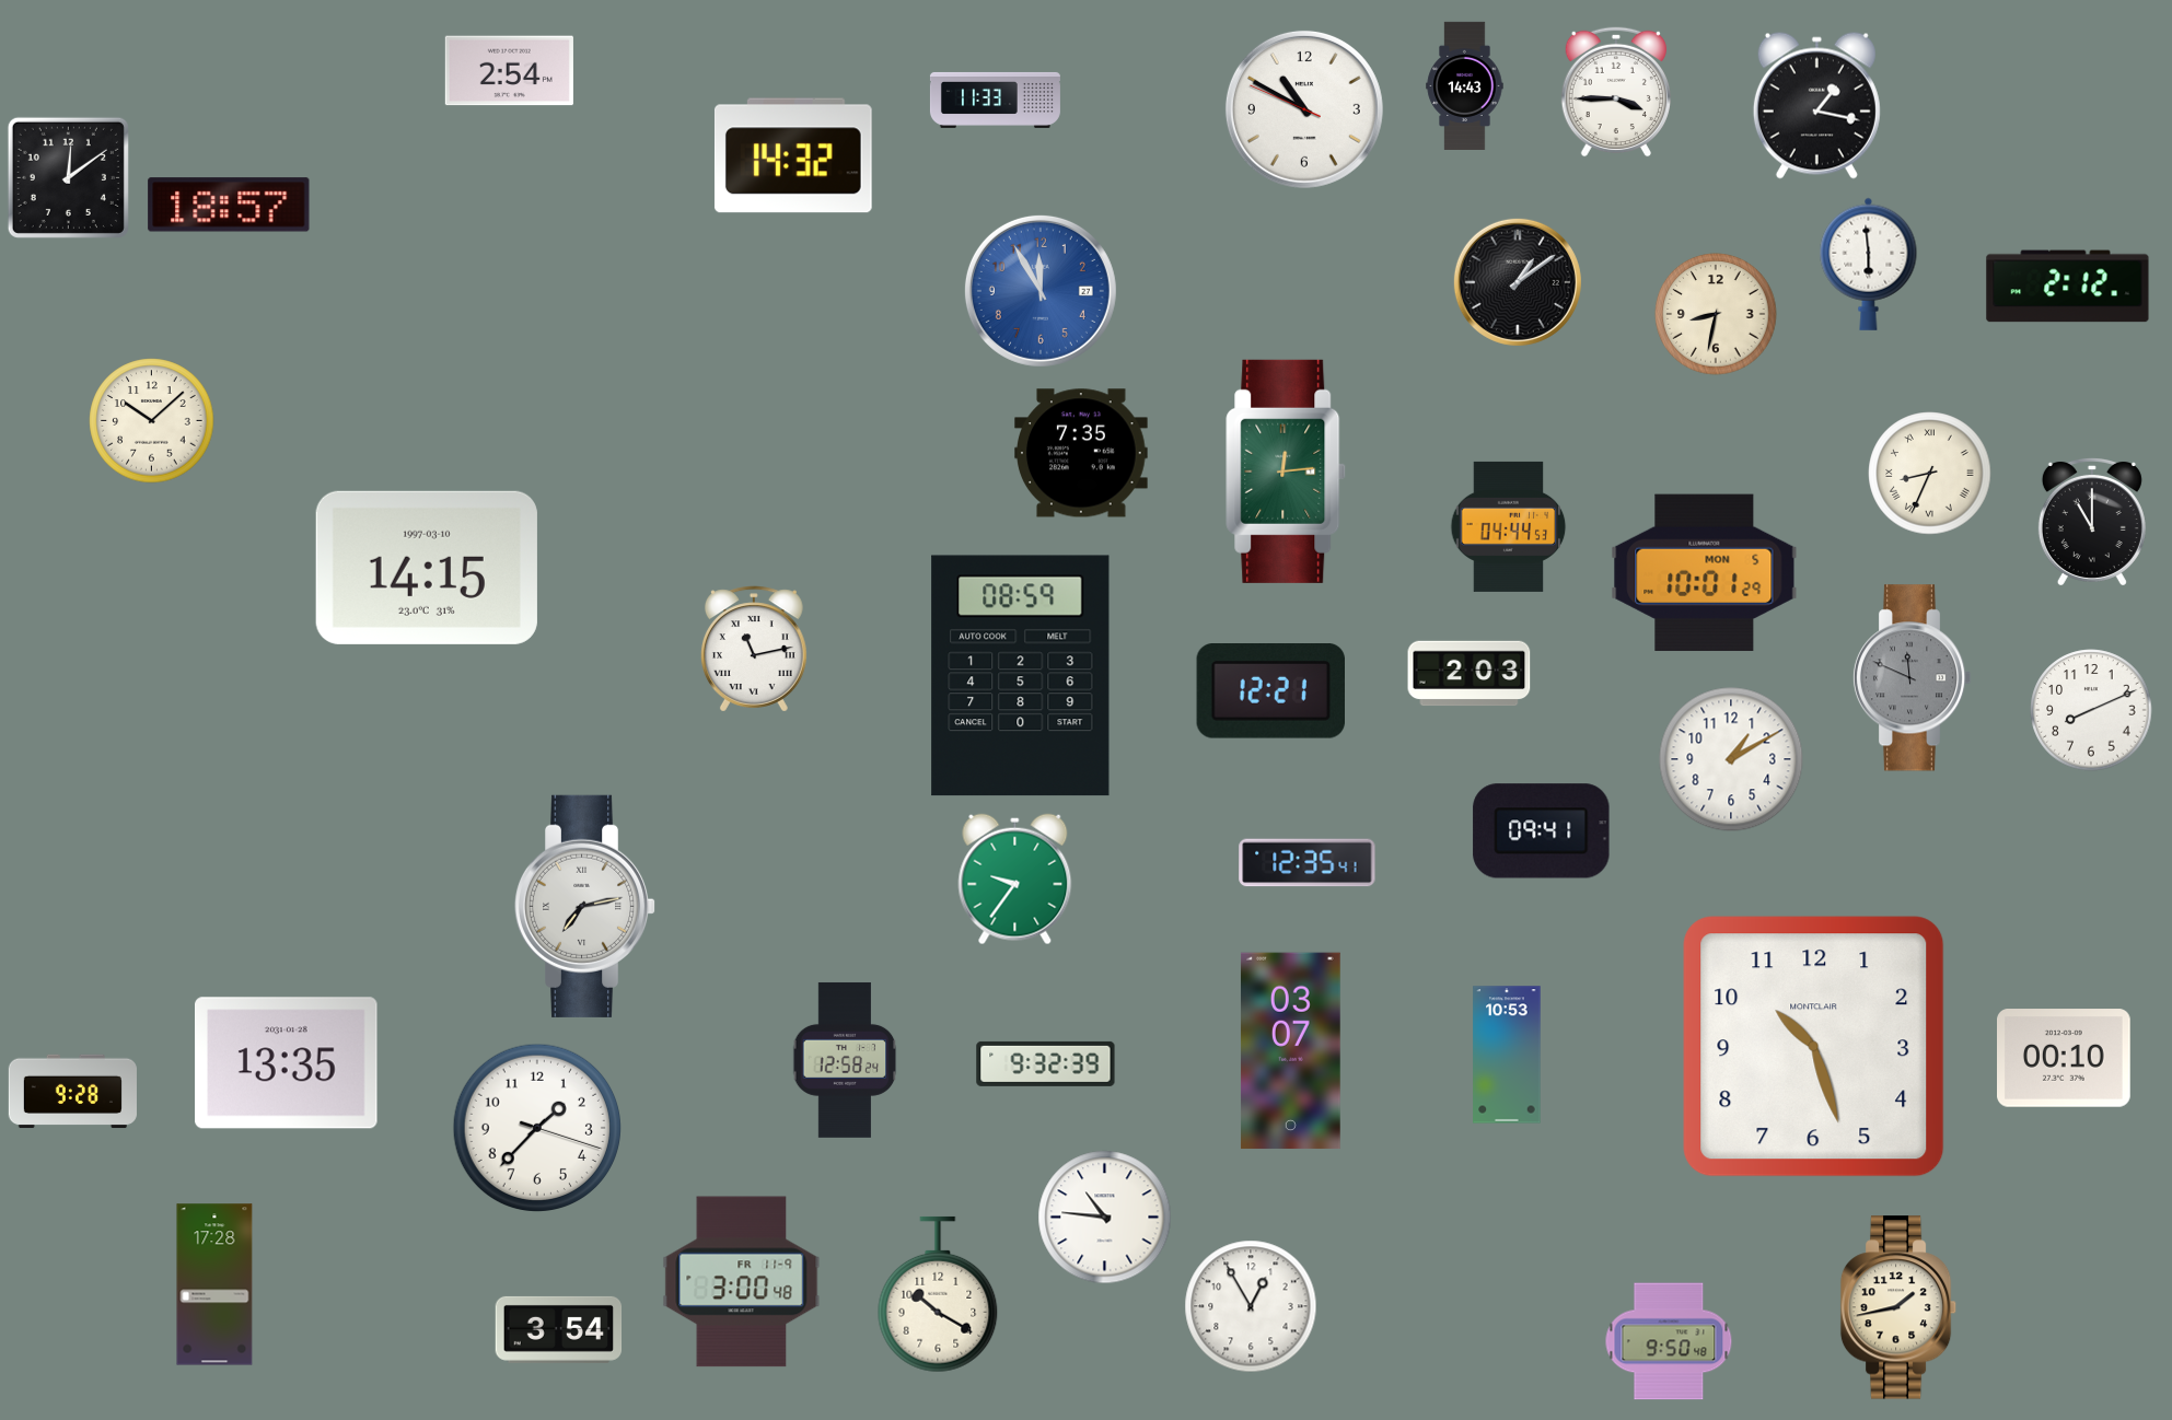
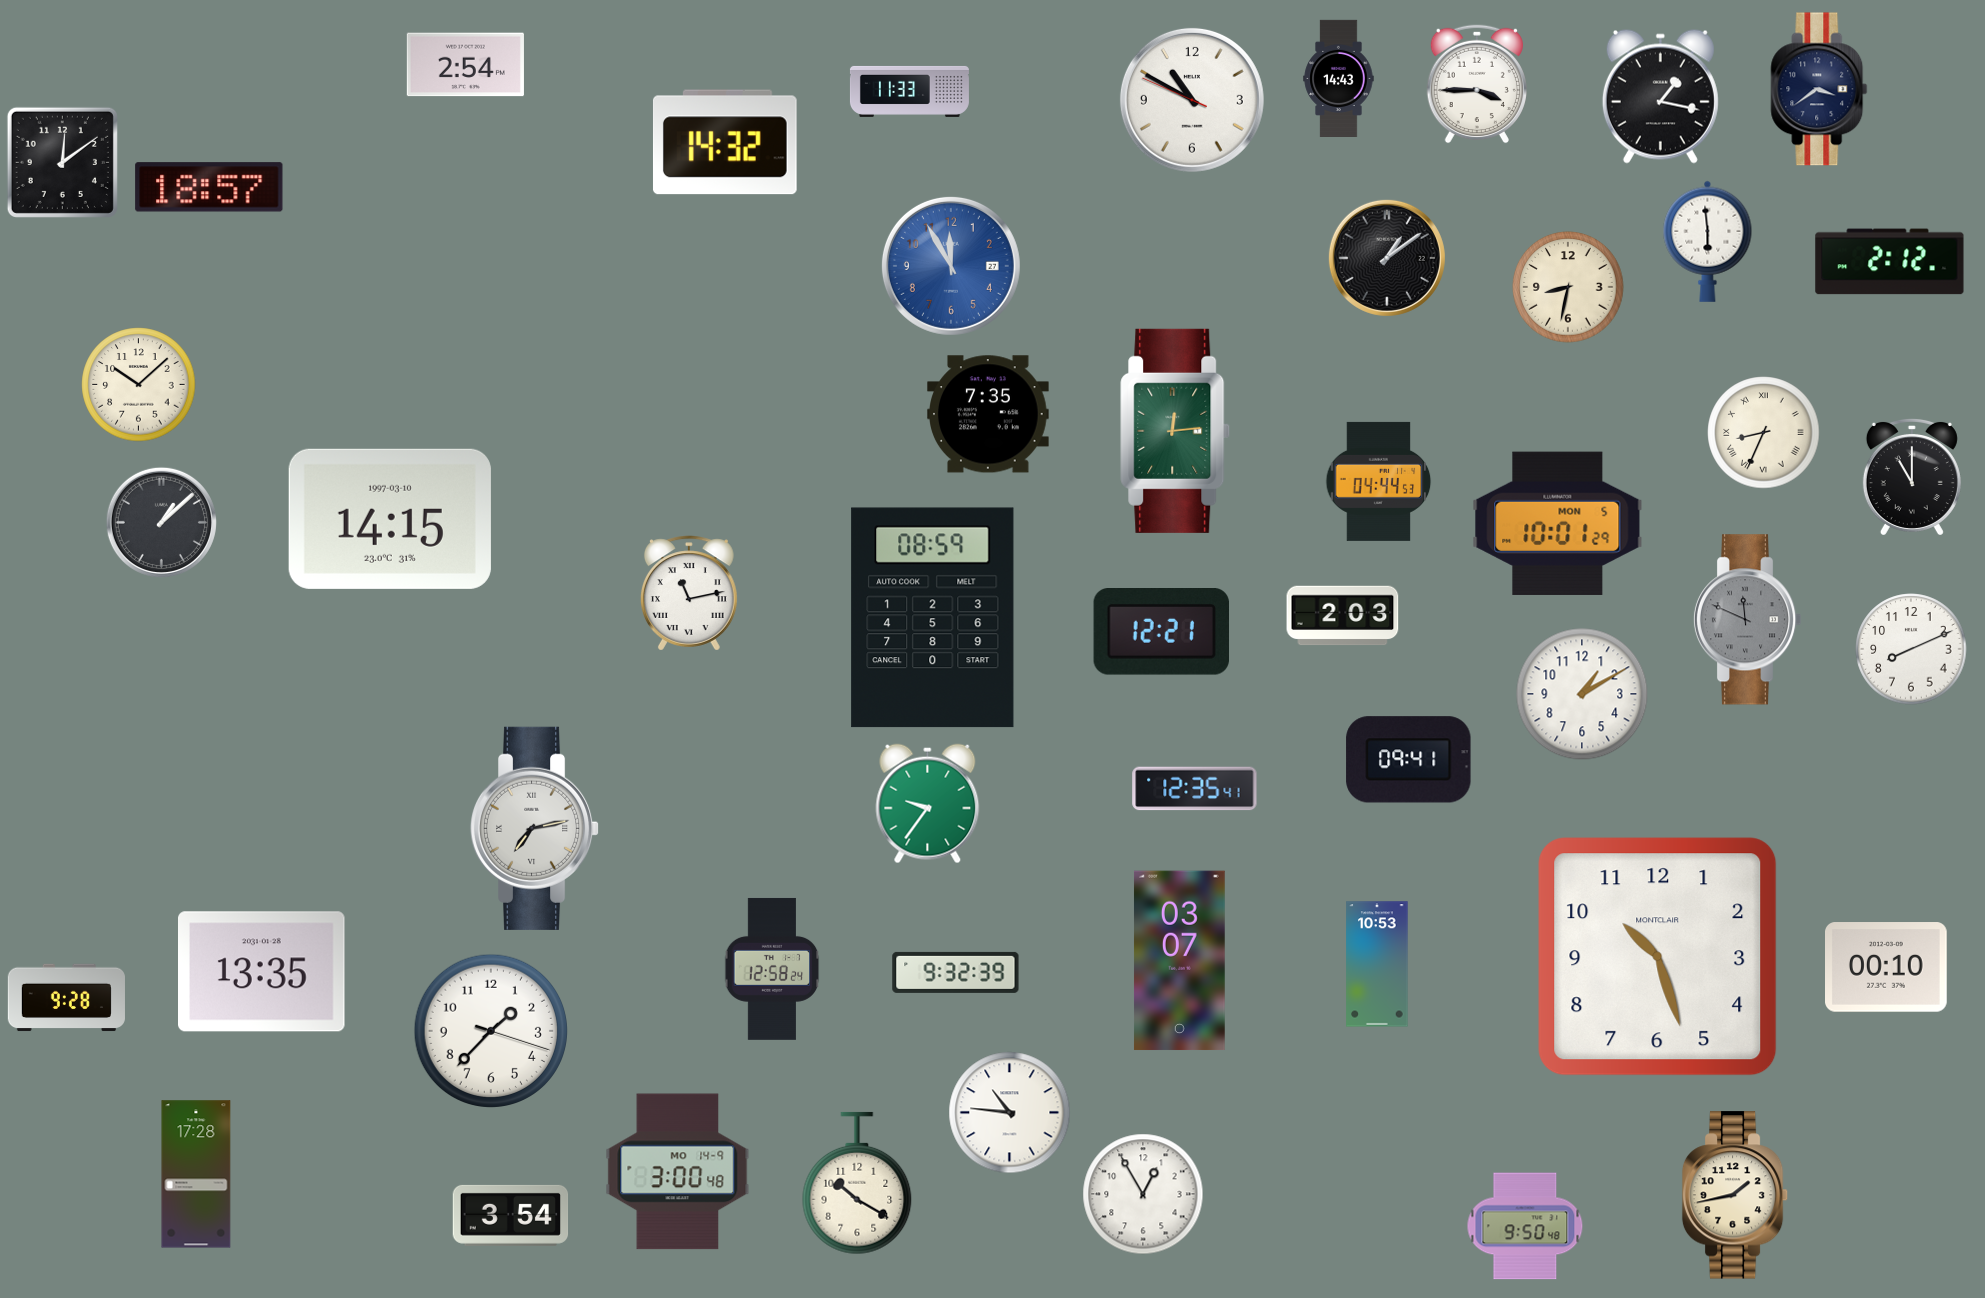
clock at (1819, 89): none -> 3:39
clock at (161, 522): none -> 1:08
clock at (742, 1282) date: FR 11-9 -> MO 14-9
